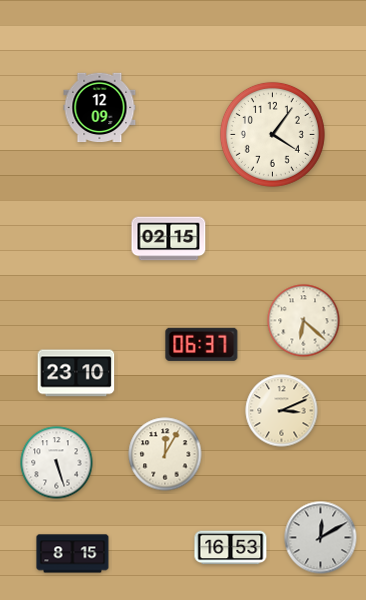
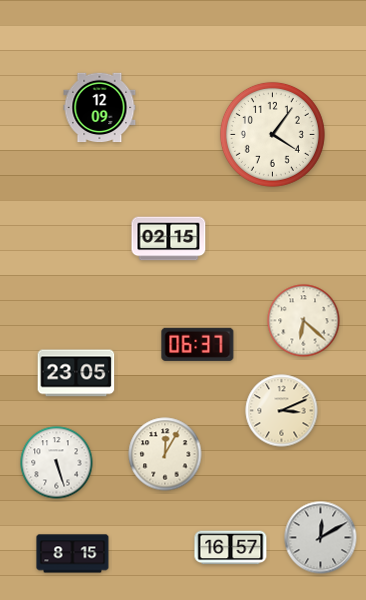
clock at (202, 344) position: (202, 344) -> (198, 344)
clock at (76, 373): 23:10 -> 23:05
clock at (231, 548): 16:53 -> 16:57
